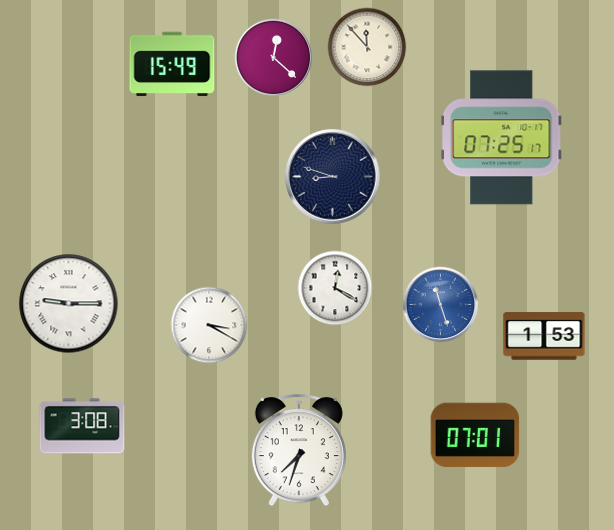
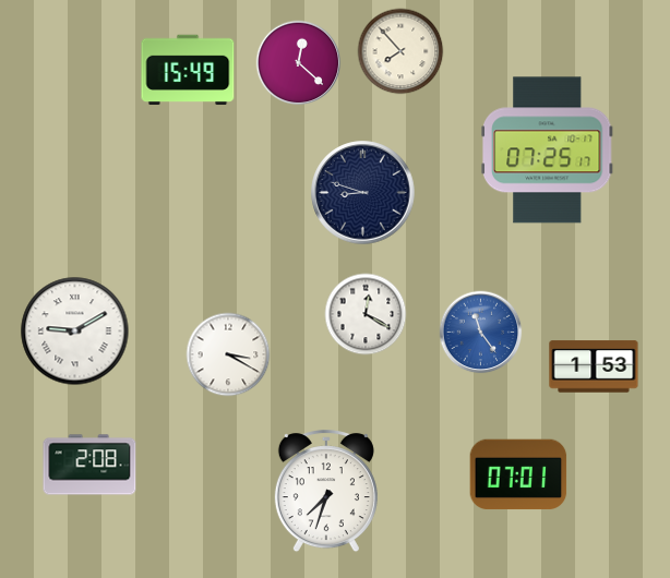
clock at (367, 47): 11:53 -> 7:53
clock at (69, 304): 9:15 -> 9:10
clock at (441, 305): 11:27 -> 11:24
clock at (82, 426): 3:08 -> 2:08
